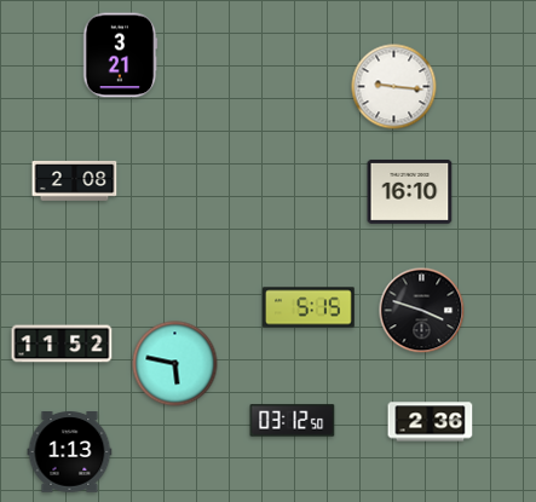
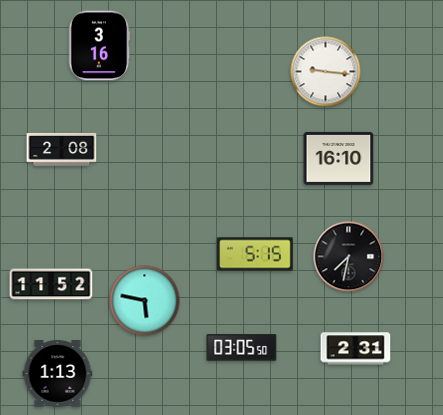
clock at (120, 56): 3:21 -> 3:16
clock at (422, 311): 3:48 -> 7:32
clock at (293, 421): 03:12 -> 03:05
clock at (431, 422): 2:36 -> 2:31
